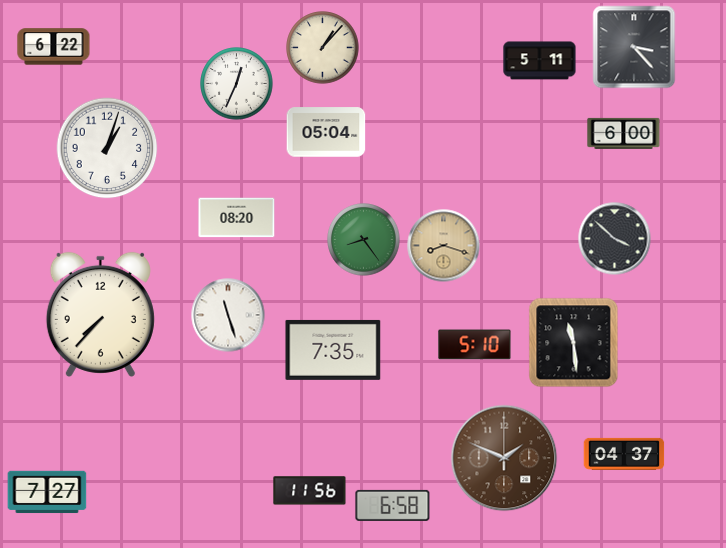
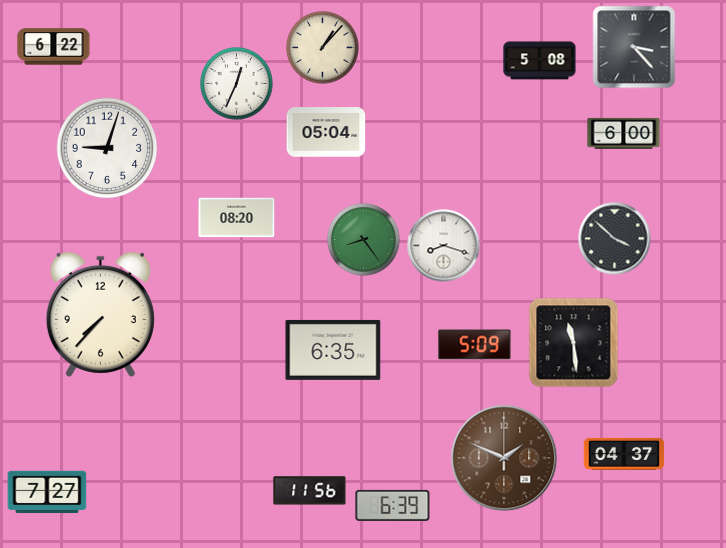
clock at (540, 61): 5:11 -> 5:08
clock at (107, 148): 1:03 -> 9:03
clock at (444, 246) dial: champagne -> white
clock at (228, 315): 11:27 -> none
clock at (475, 345): 5:10 -> 5:09
clock at (333, 350): 7:35 -> 6:35
clock at (393, 505): 6:58 -> 6:39
